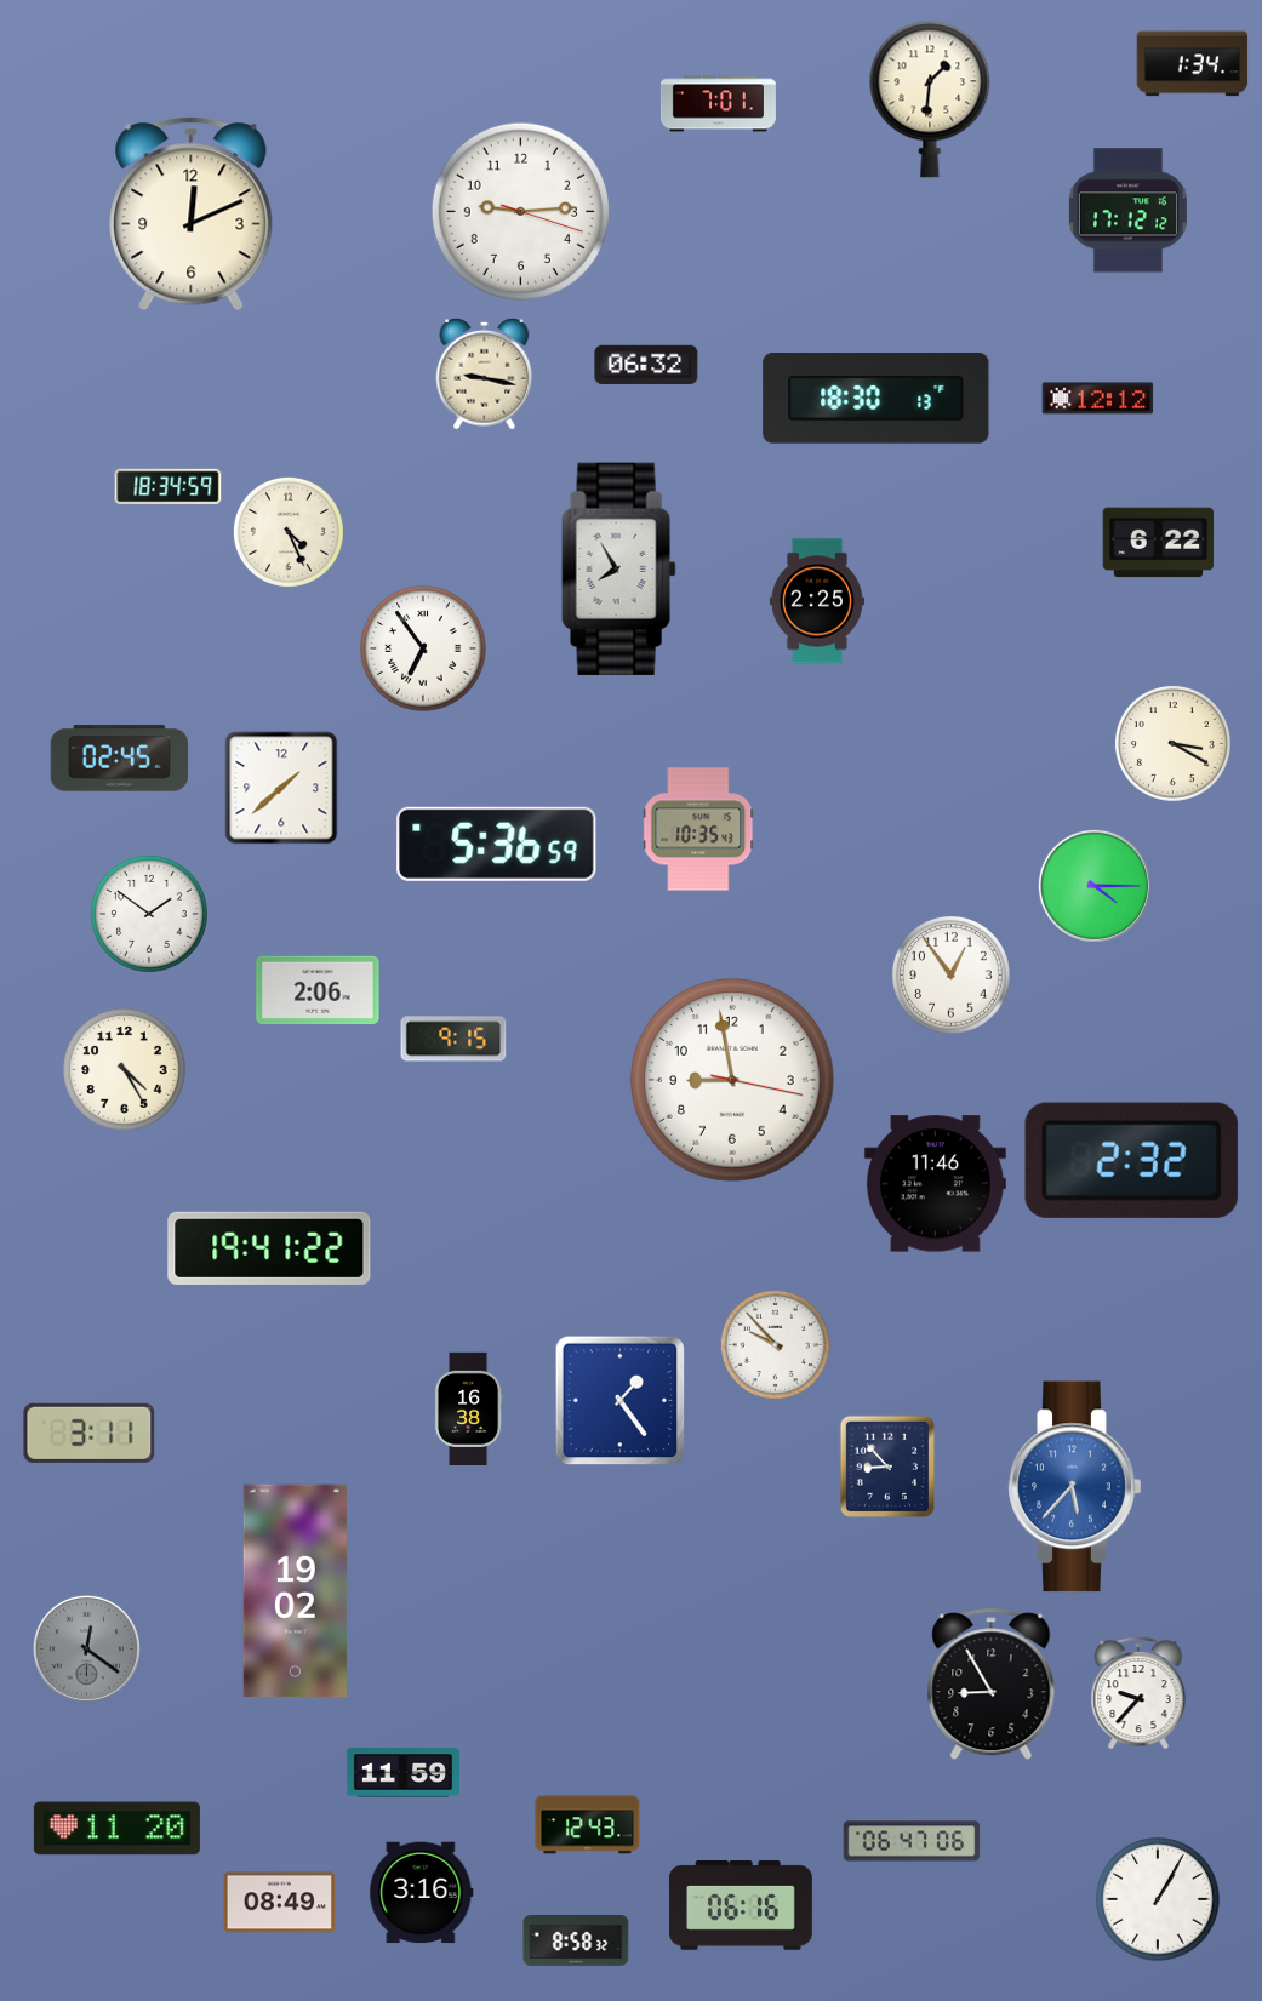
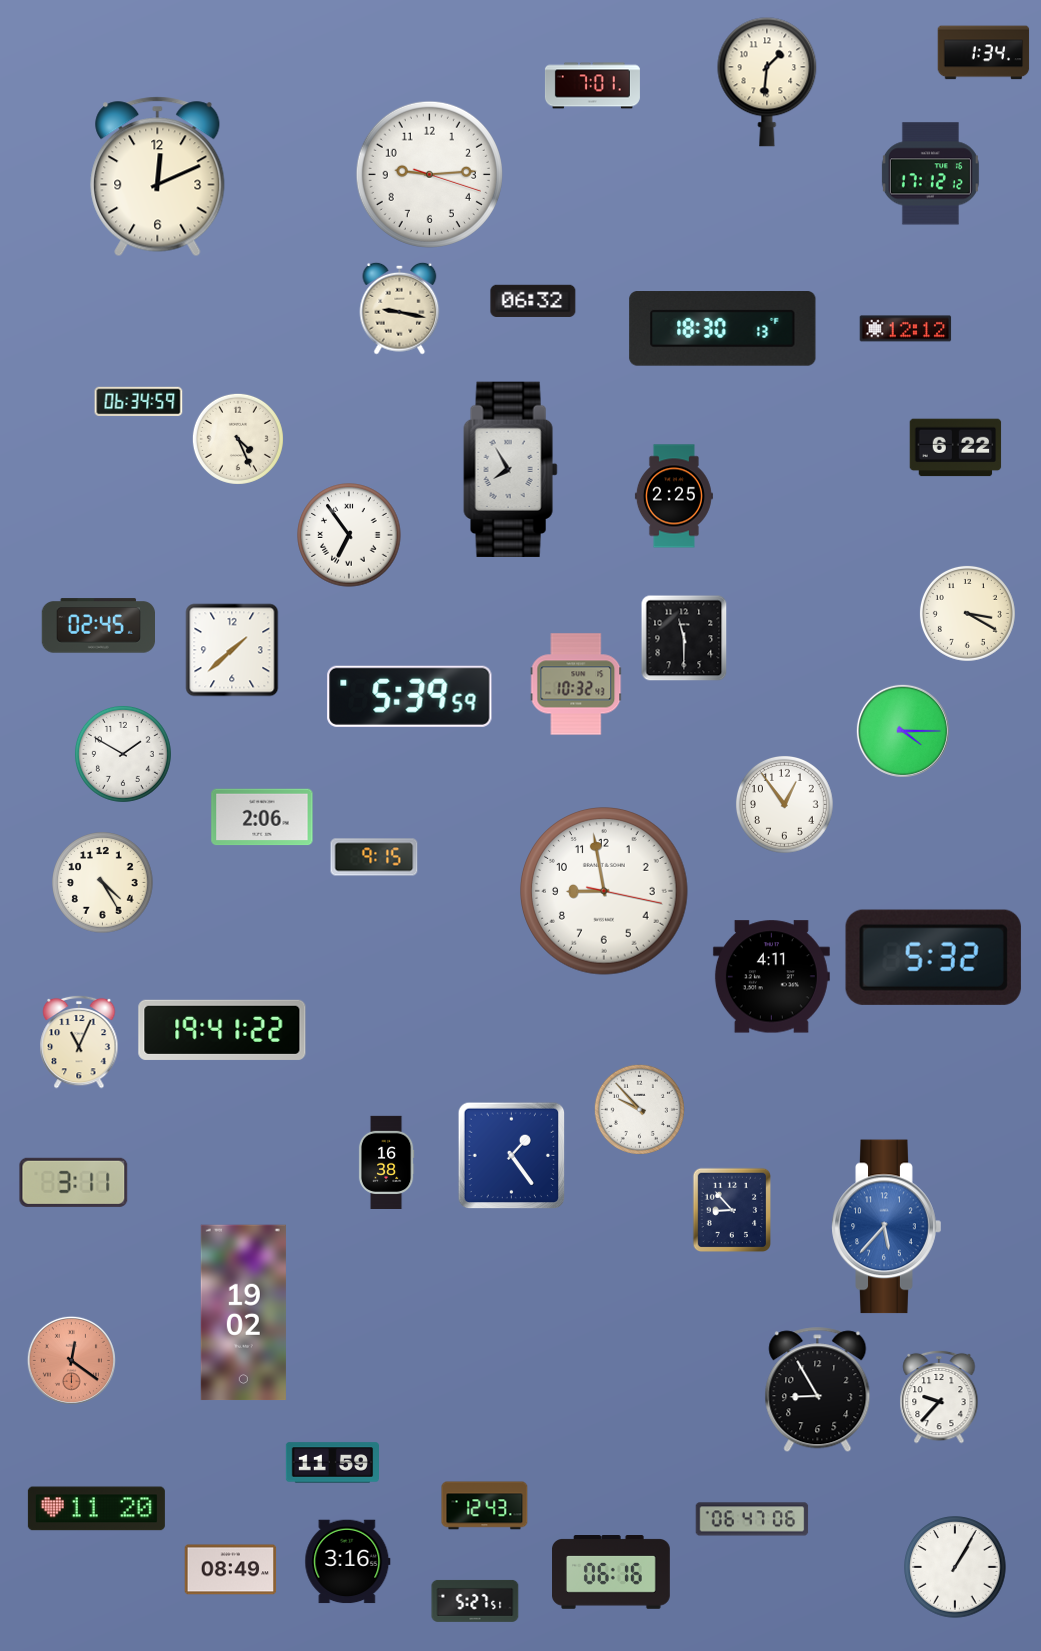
clock at (169, 487): 18:34 -> 06:34
clock at (684, 638): none -> 11:30
clock at (698, 829): 10:35 -> 10:32
clock at (497, 844): 5:36 -> 5:39
clock at (149, 914): 1:51 -> 1:50
clock at (1131, 1160): 2:32 -> 5:32
clock at (935, 1184): 11:46 -> 4:11
clock at (79, 1042): none -> 11:04
clock at (86, 1648) dial: grey -> salmon
clock at (576, 1940): 8:58 -> 5:27
